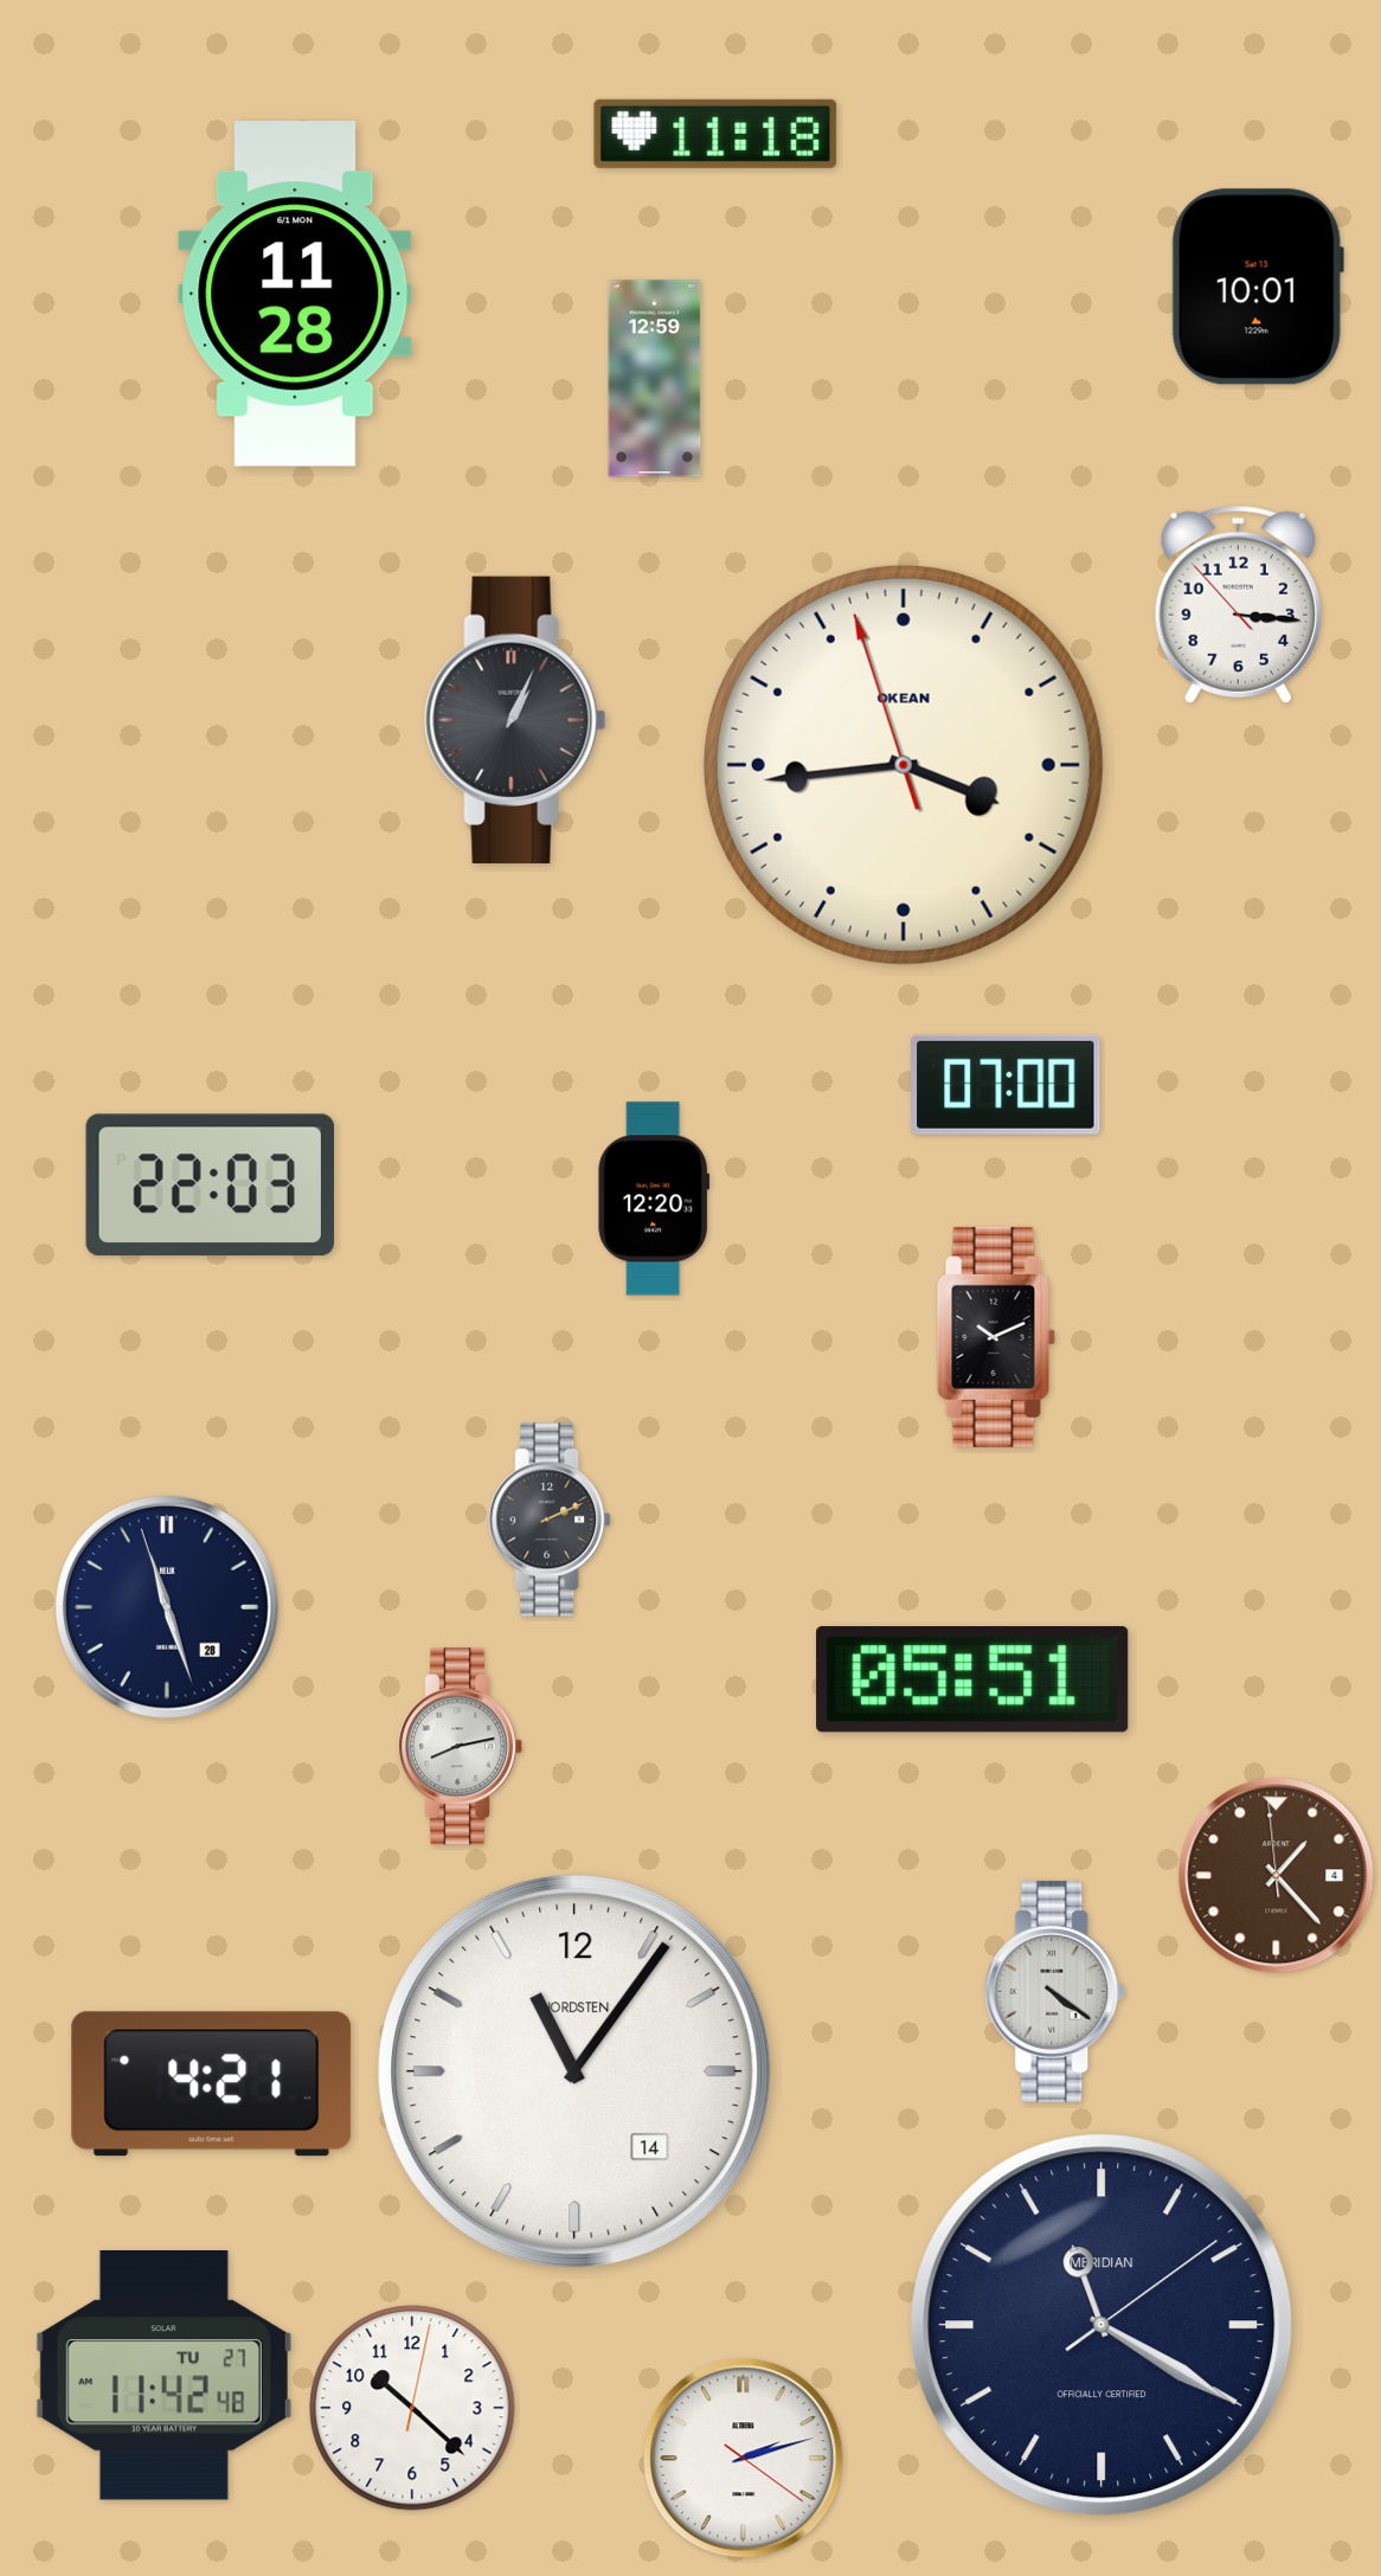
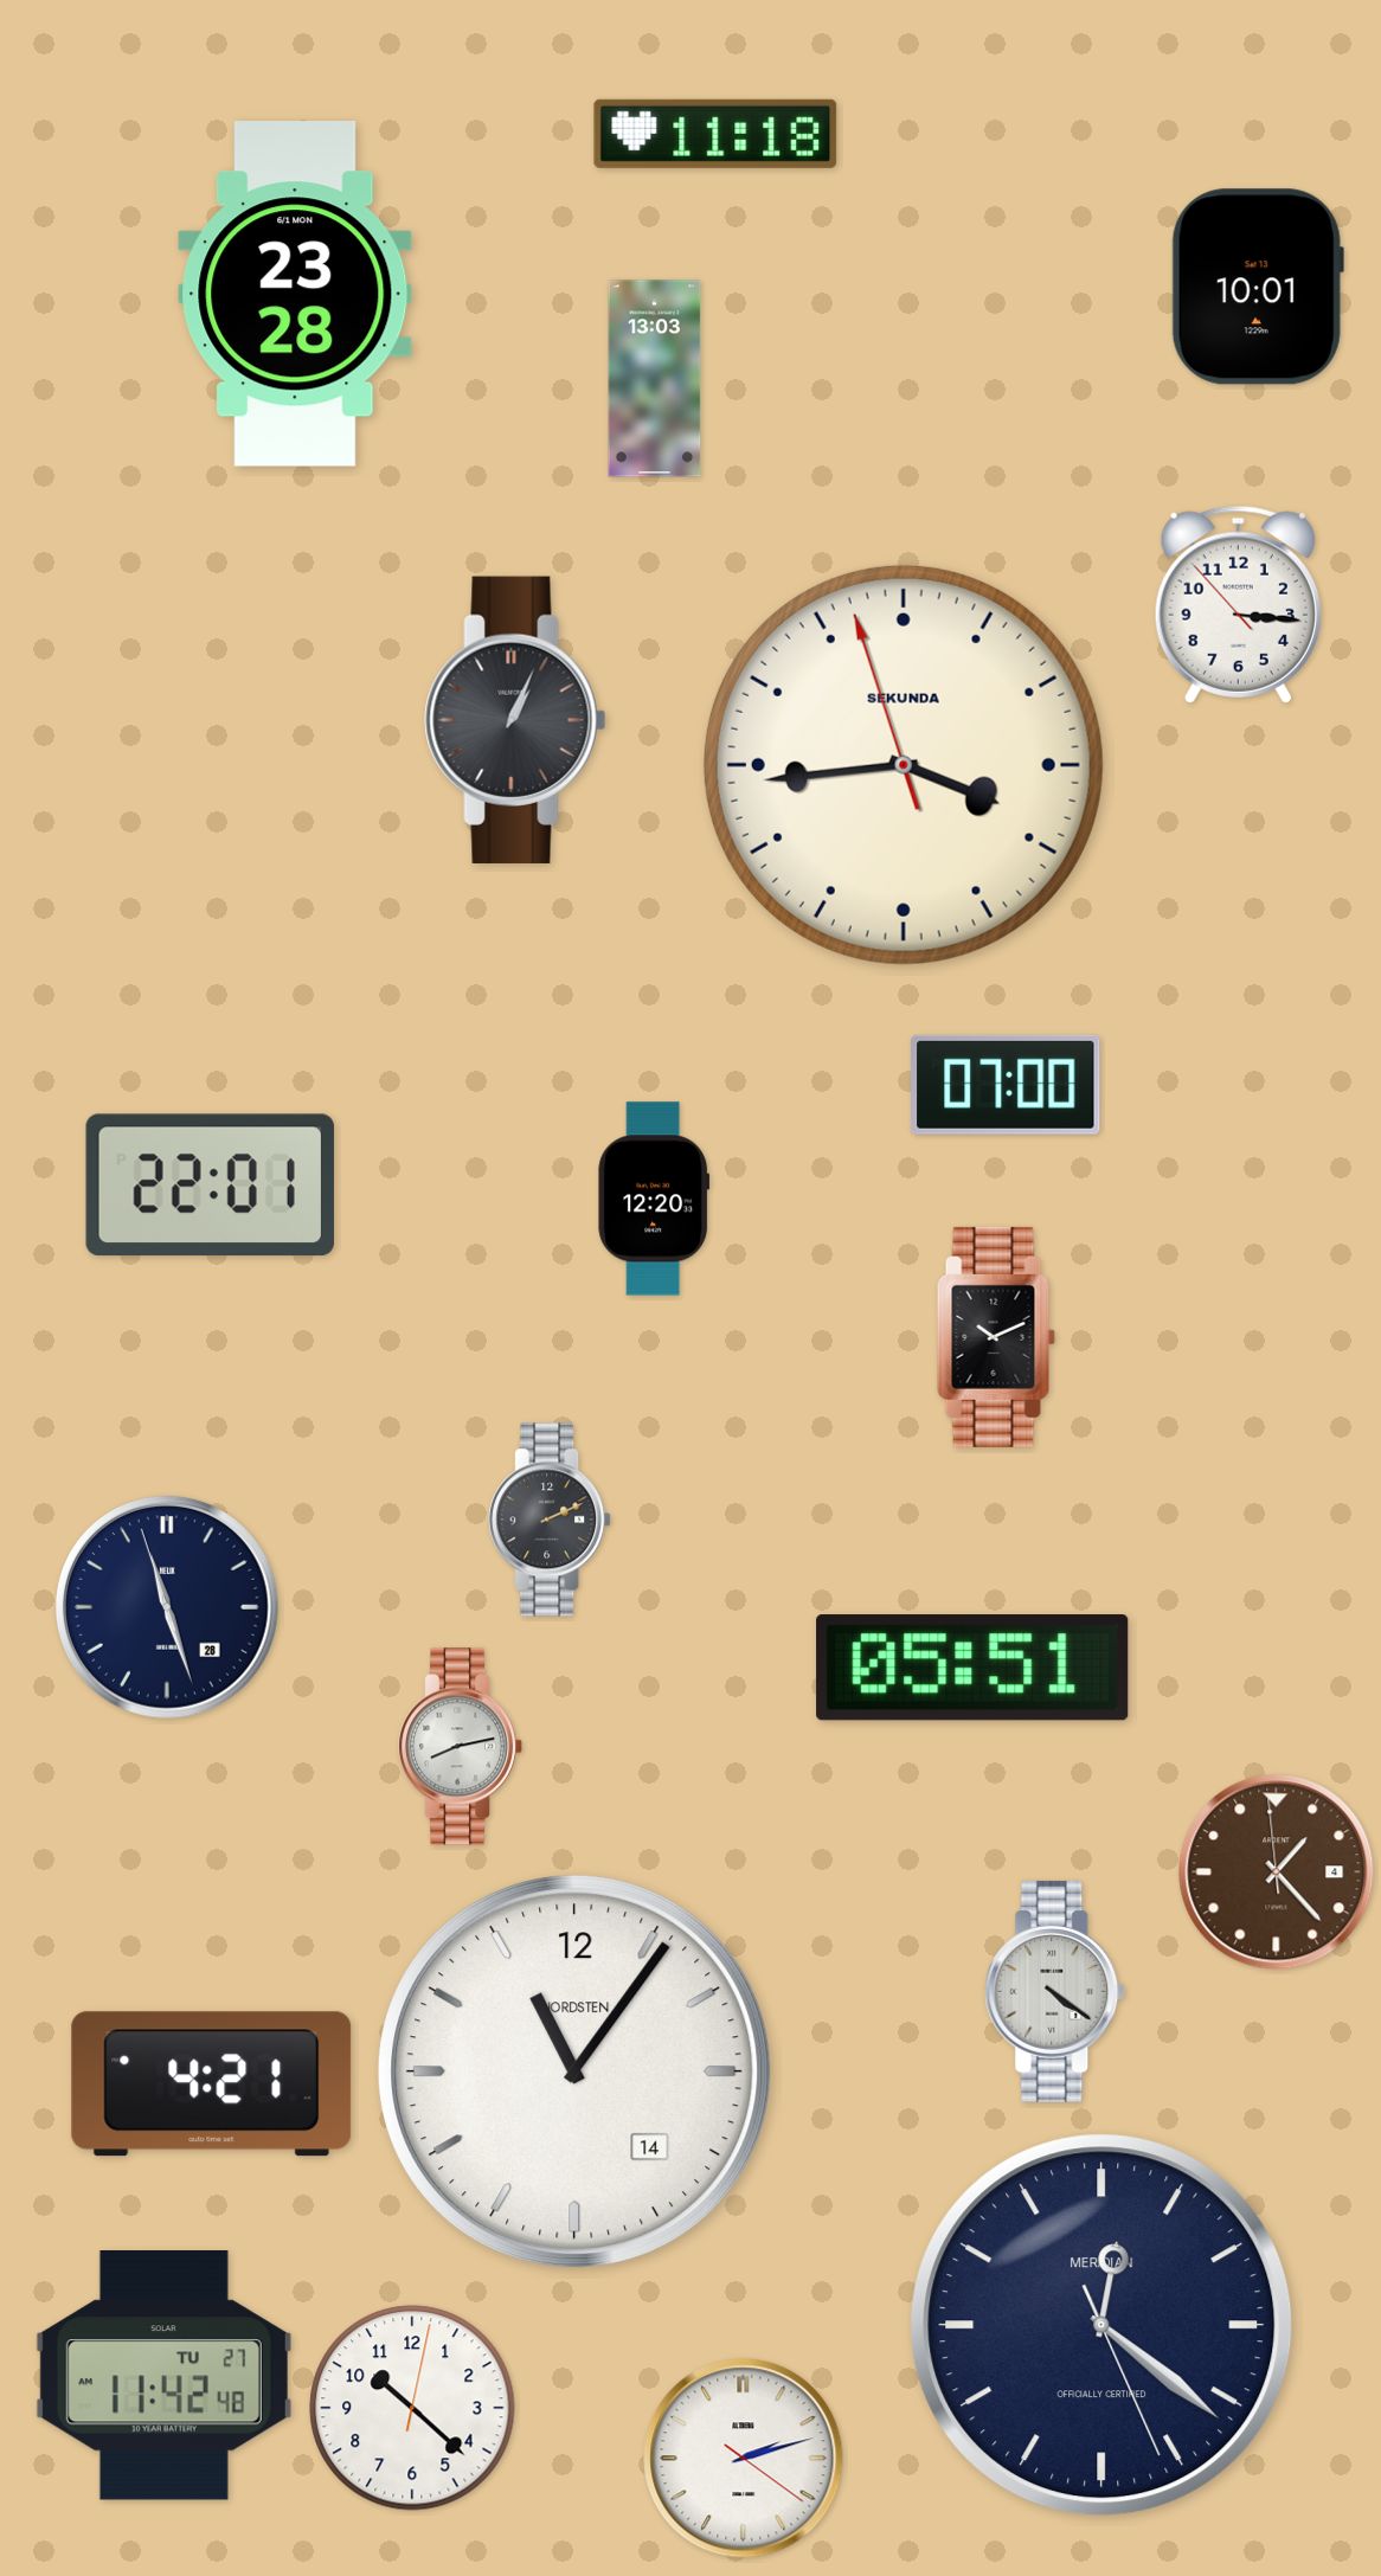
clock at (295, 295): 11:28 -> 23:28
clock at (655, 379): 12:59 -> 13:03
clock at (904, 765) brand: OKEAN -> SEKUNDA
clock at (210, 1184): 22:03 -> 22:01
clock at (972, 1679) position: (972, 1679) -> (972, 1668)
clock at (1277, 1876) position: (1277, 1876) -> (1277, 1872)
clock at (1101, 2325): 11:20 -> 12:21
